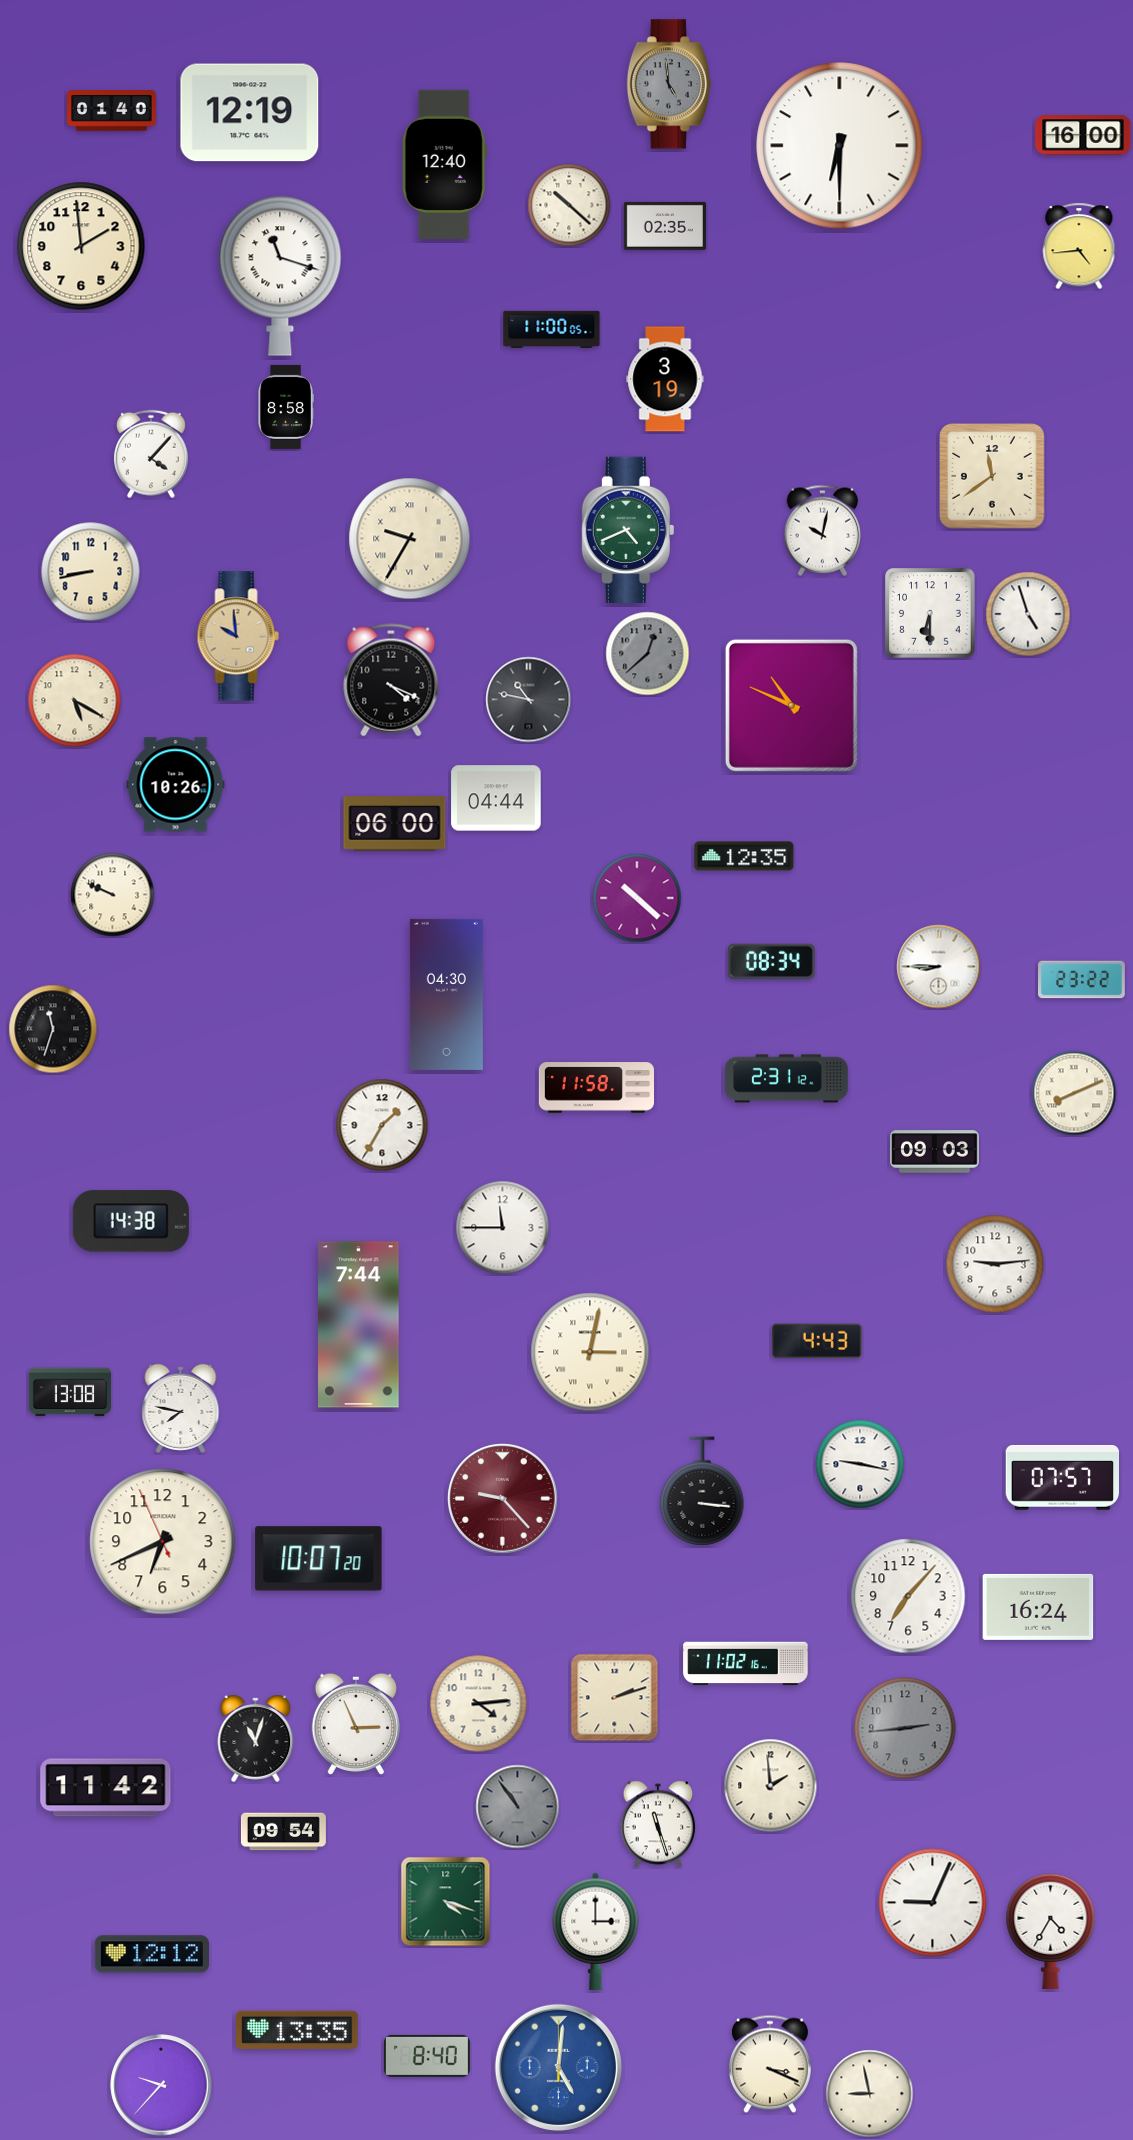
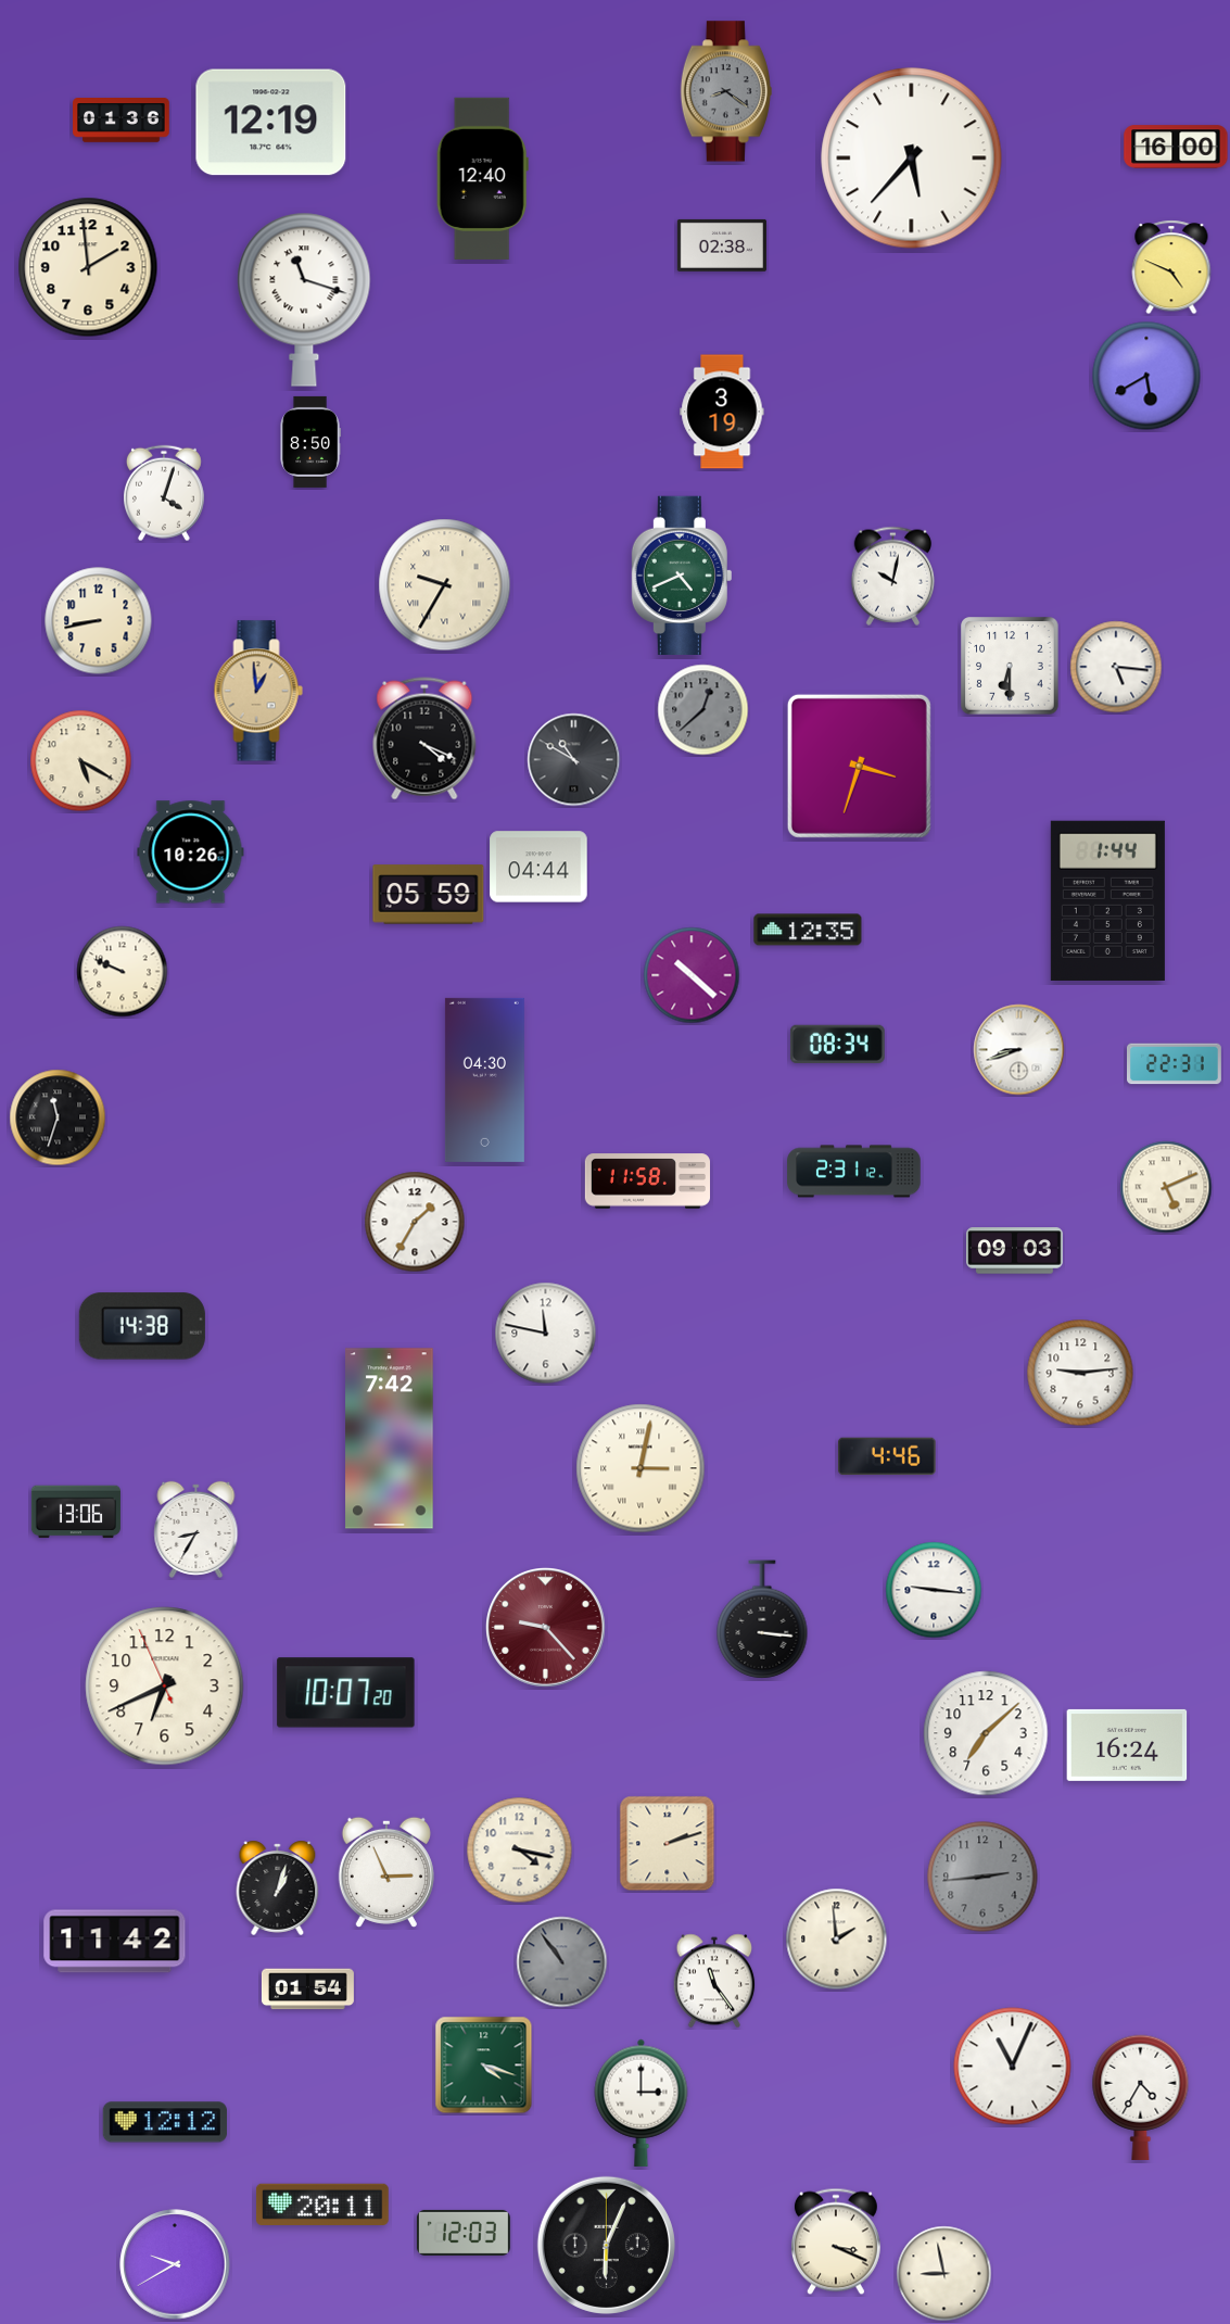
clock at (669, 84): 4:59 -> 8:21
clock at (112, 111): 01:40 -> 01:36
clock at (840, 146): 6:30 -> 5:37
clock at (569, 205): 10:22 -> none
clock at (665, 226): 02:35 -> 02:38
clock at (1079, 246): 4:44 -> 4:49
clock at (552, 329): 11:00 -> none
clock at (1146, 376): none -> 5:40
clock at (286, 407): 8:58 -> 8:50
clock at (151, 454): 4:07 -> 4:03
clock at (992, 476): 11:39 -> none
clock at (1028, 614): 4:57 -> 5:16
clock at (238, 636): 9:59 -> 12:59
clock at (529, 700): 10:47 -> 10:50
clock at (791, 705): 10:49 -> 3:33
clock at (395, 824): 06:00 -> 05:59
clock at (1107, 900): none -> 1:44
clock at (939, 967): 8:45 -> 8:42
clock at (1082, 980): 23:22 -> 22:31
clock at (1074, 1093): 8:11 -> 5:11
clock at (503, 1228): 11:45 -> 11:47
clock at (359, 1325): 7:44 -> 7:42
clock at (817, 1341): 4:43 -> 4:46
clock at (70, 1392): 13:08 -> 13:06
clock at (181, 1408): 7:47 -> 8:35
clock at (860, 1464): 9:17 -> 9:16
clock at (1062, 1478): 07:57 -> none
clock at (163, 1542) position: (163, 1542) -> (165, 1687)
clock at (908, 1596): 7:07 -> 7:08
clock at (746, 1664): 11:02 -> none
clock at (479, 1704): 4:14 -> 4:17
clock at (256, 1738): 11:03 -> 1:03
clock at (658, 1824): 11:27 -> 11:24
clock at (283, 1832): 09:54 -> 01:54
clock at (933, 1903): 9:04 -> 11:04
clock at (596, 1931) position: (596, 1931) -> (642, 2102)
clock at (297, 2029): 13:35 -> 20:11
clock at (427, 2056): 8:40 -> 12:03
clock at (558, 2067): 5:01 -> 6:04
clock at (558, 2067) dial: blue -> black
clock at (161, 2085): 9:37 -> 9:40
